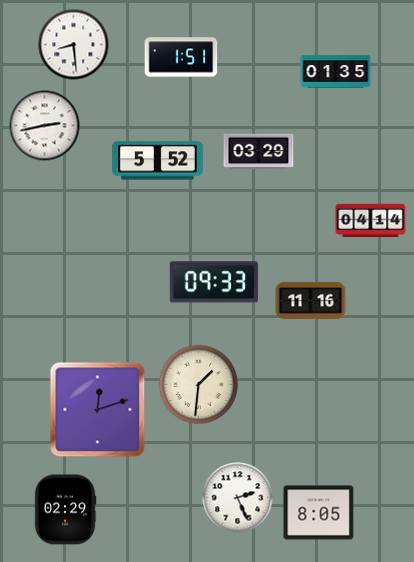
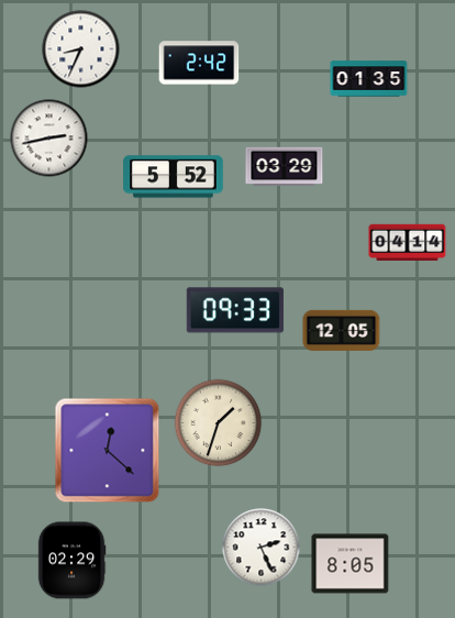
clock at (74, 45): 8:29 -> 8:34
clock at (181, 57): 1:51 -> 2:42
clock at (311, 300): 11:16 -> 12:05
clock at (199, 385): 1:31 -> 1:33
clock at (98, 410): 12:12 -> 12:22
